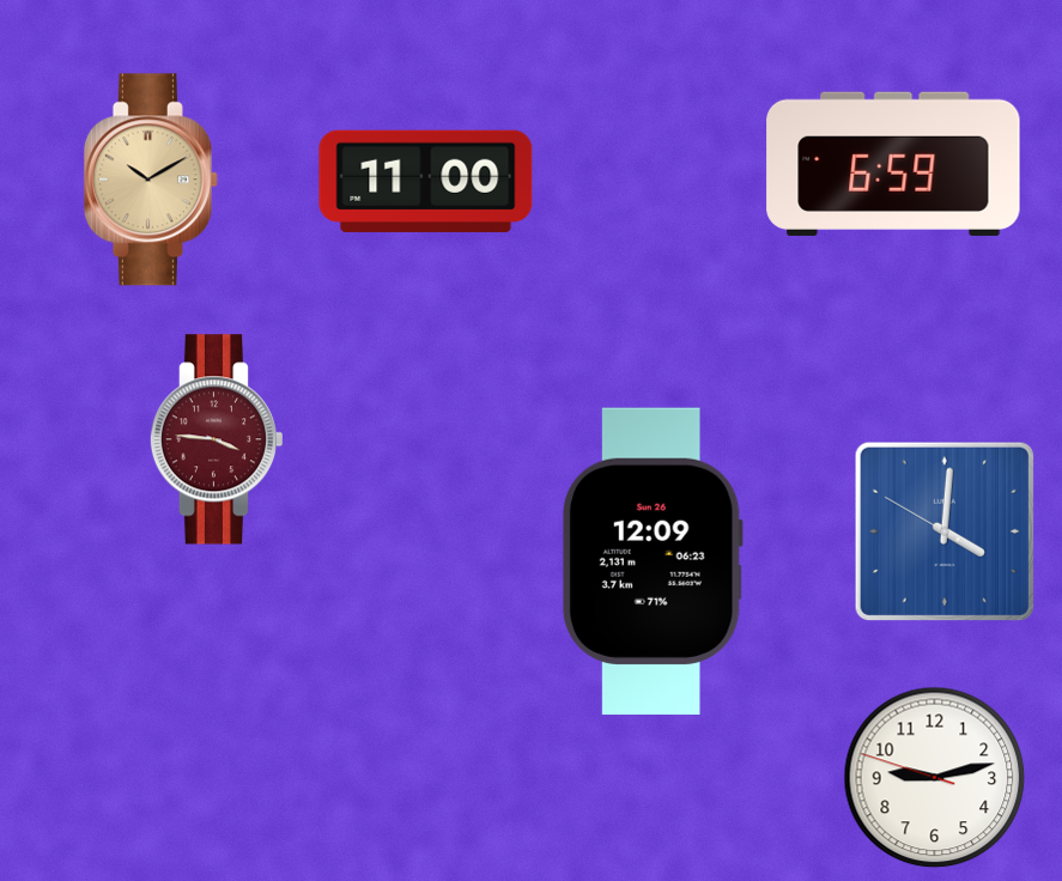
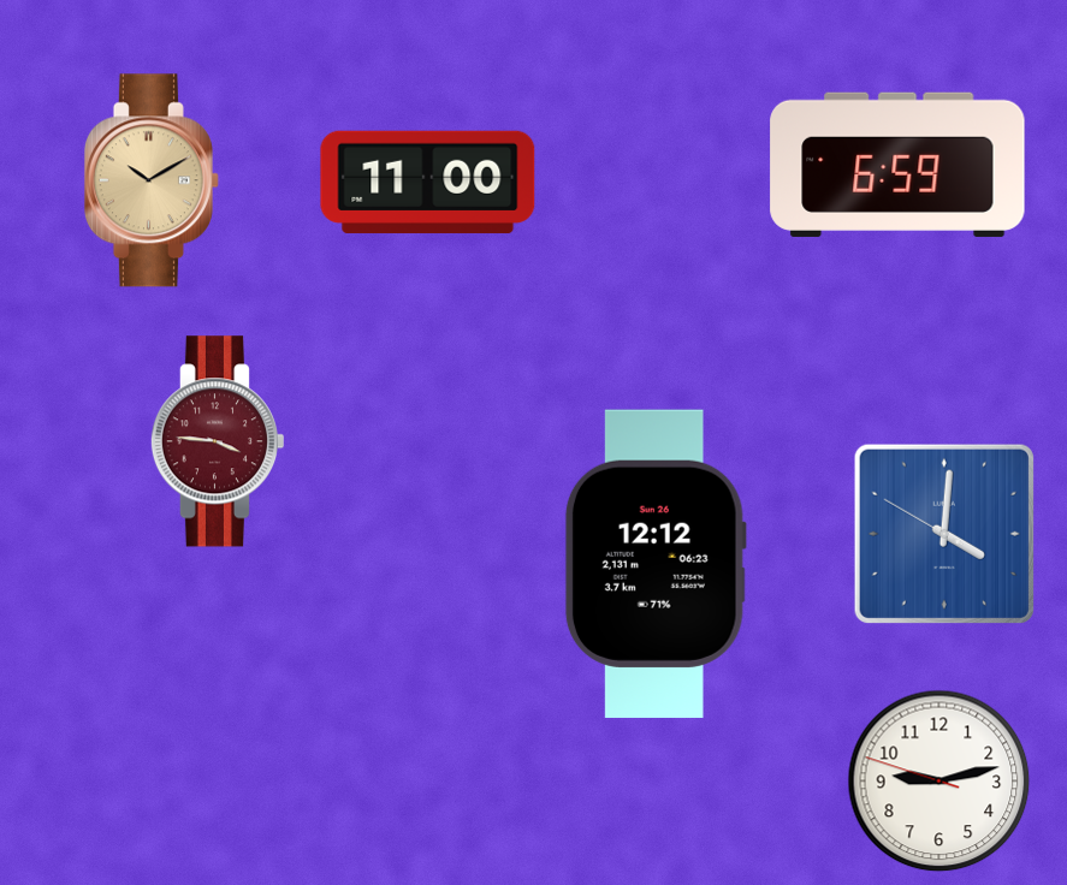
clock at (945, 531) position: (945, 531) -> (944, 534)
clock at (653, 561): 12:09 -> 12:12
